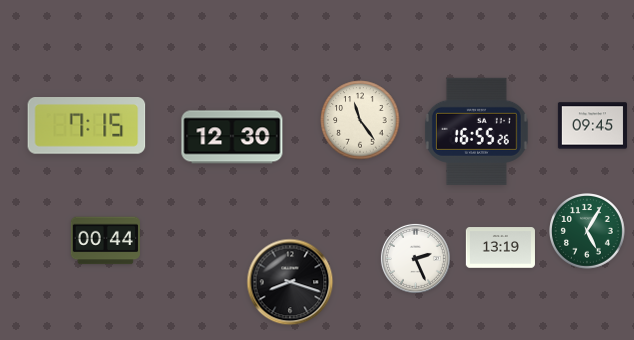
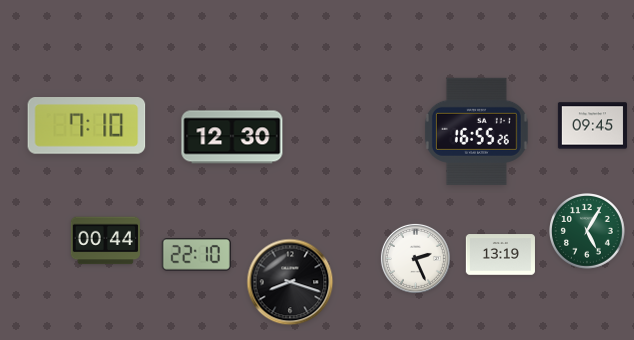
clock at (360, 120): 11:24 -> none
clock at (87, 126): 7:15 -> 7:10
clock at (500, 248) position: (500, 248) -> (500, 255)
clock at (196, 255): none -> 22:10
